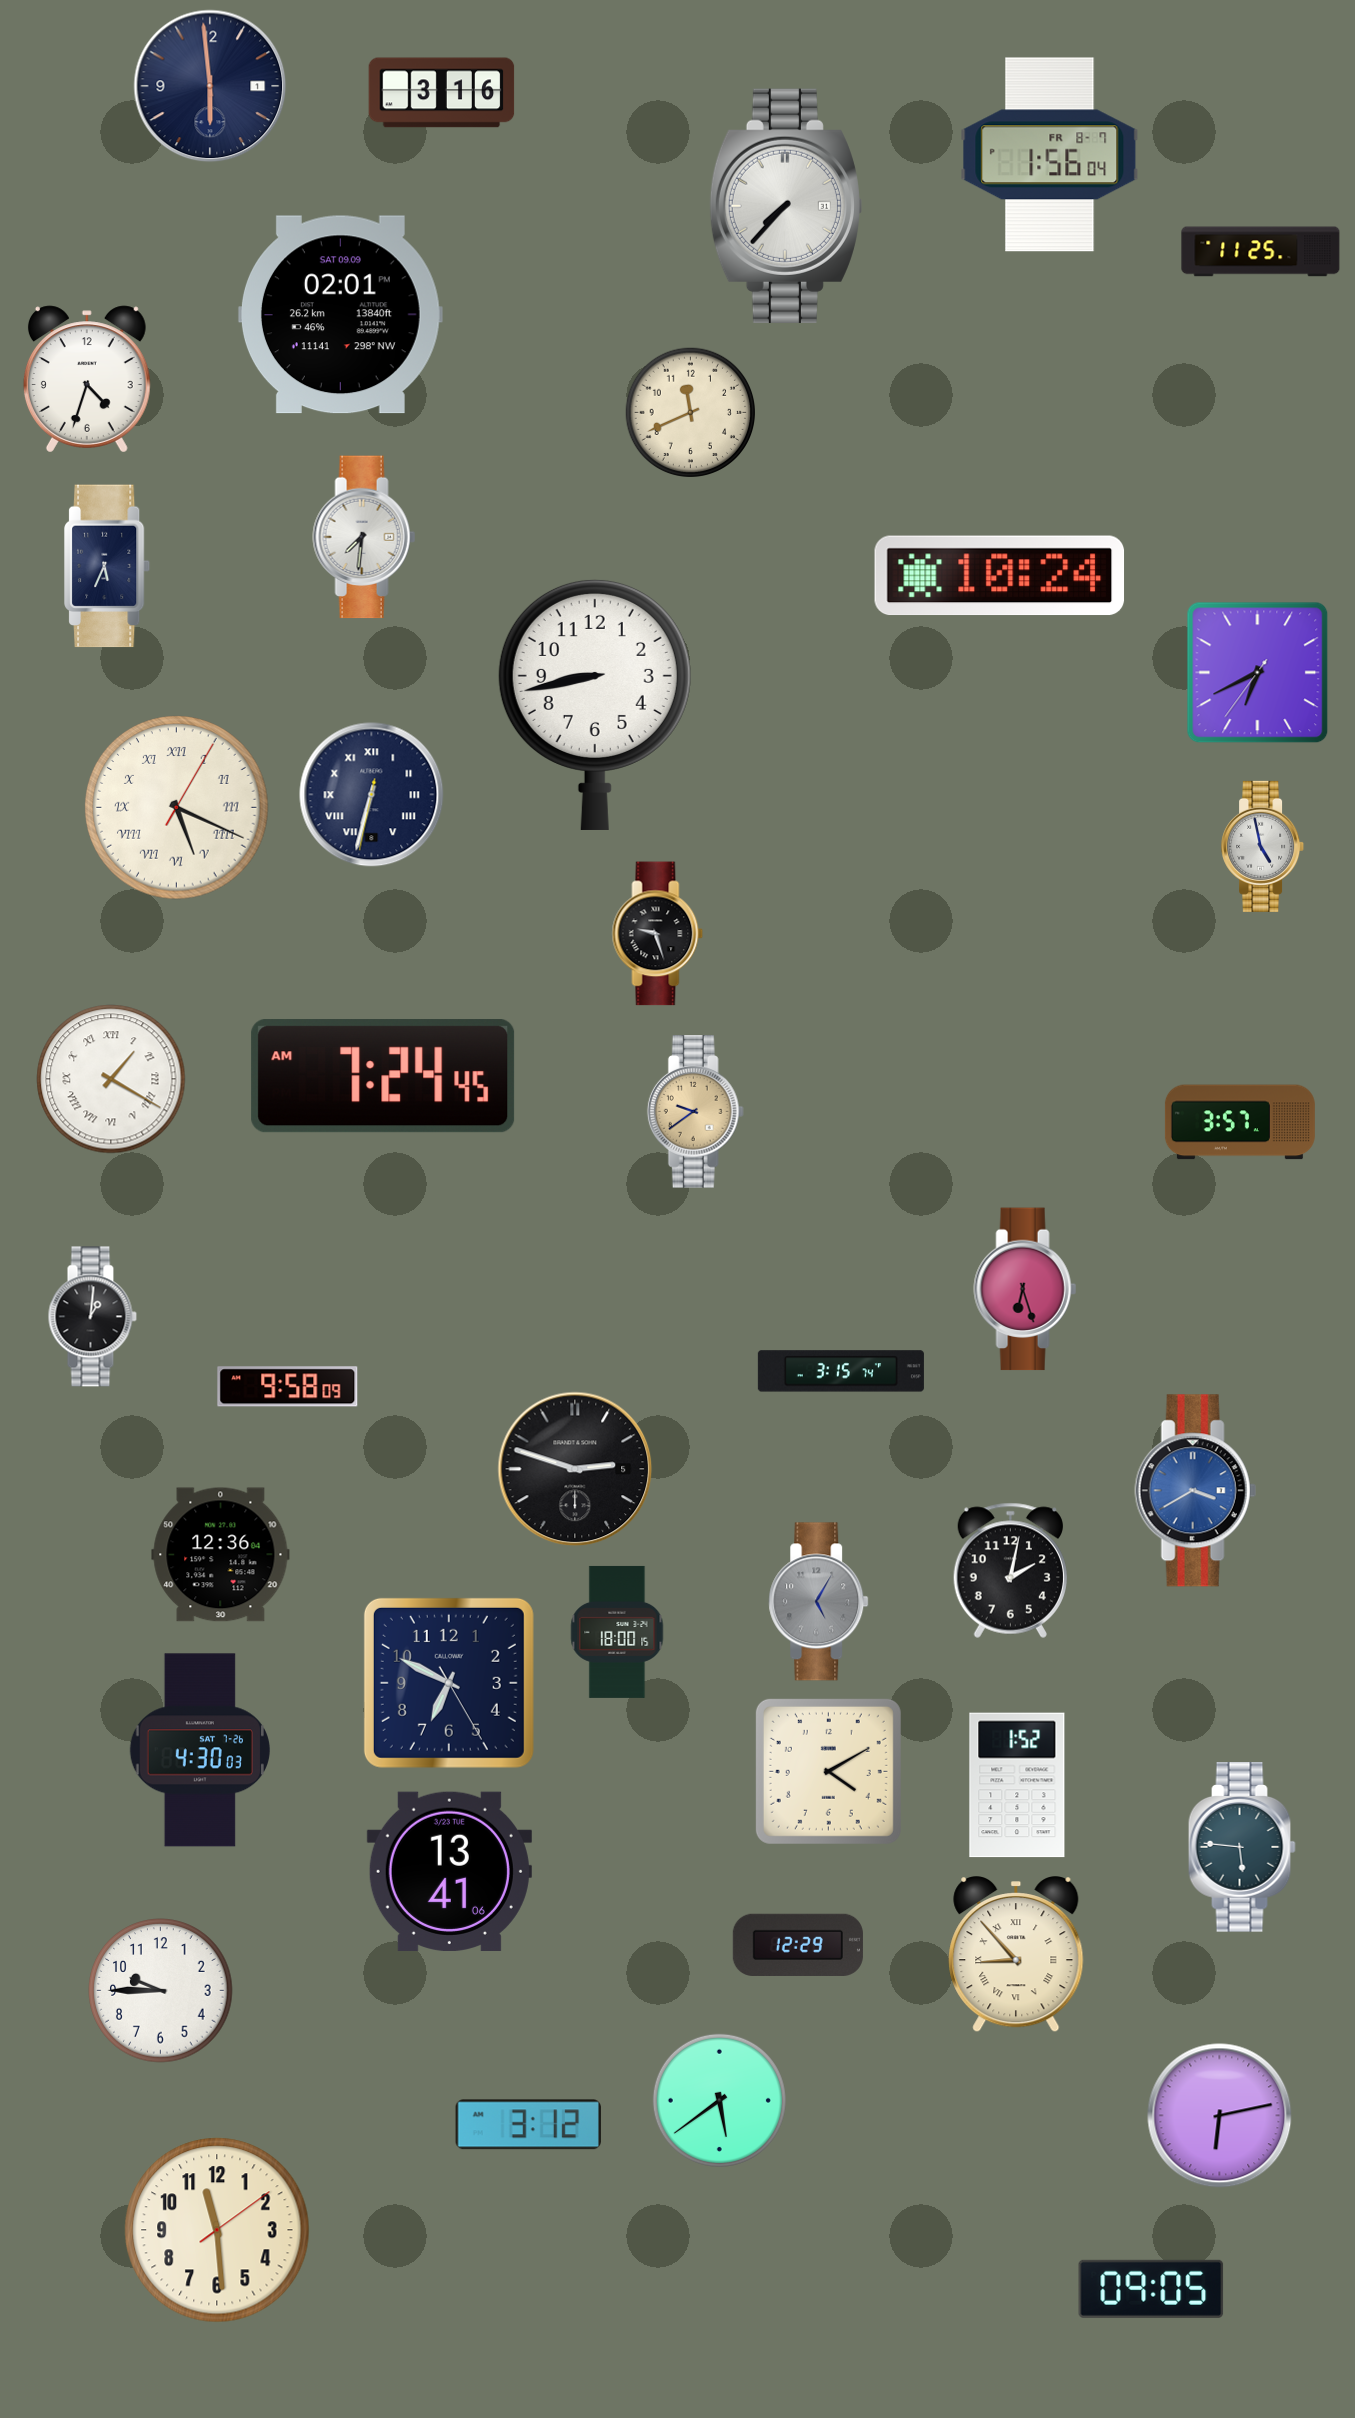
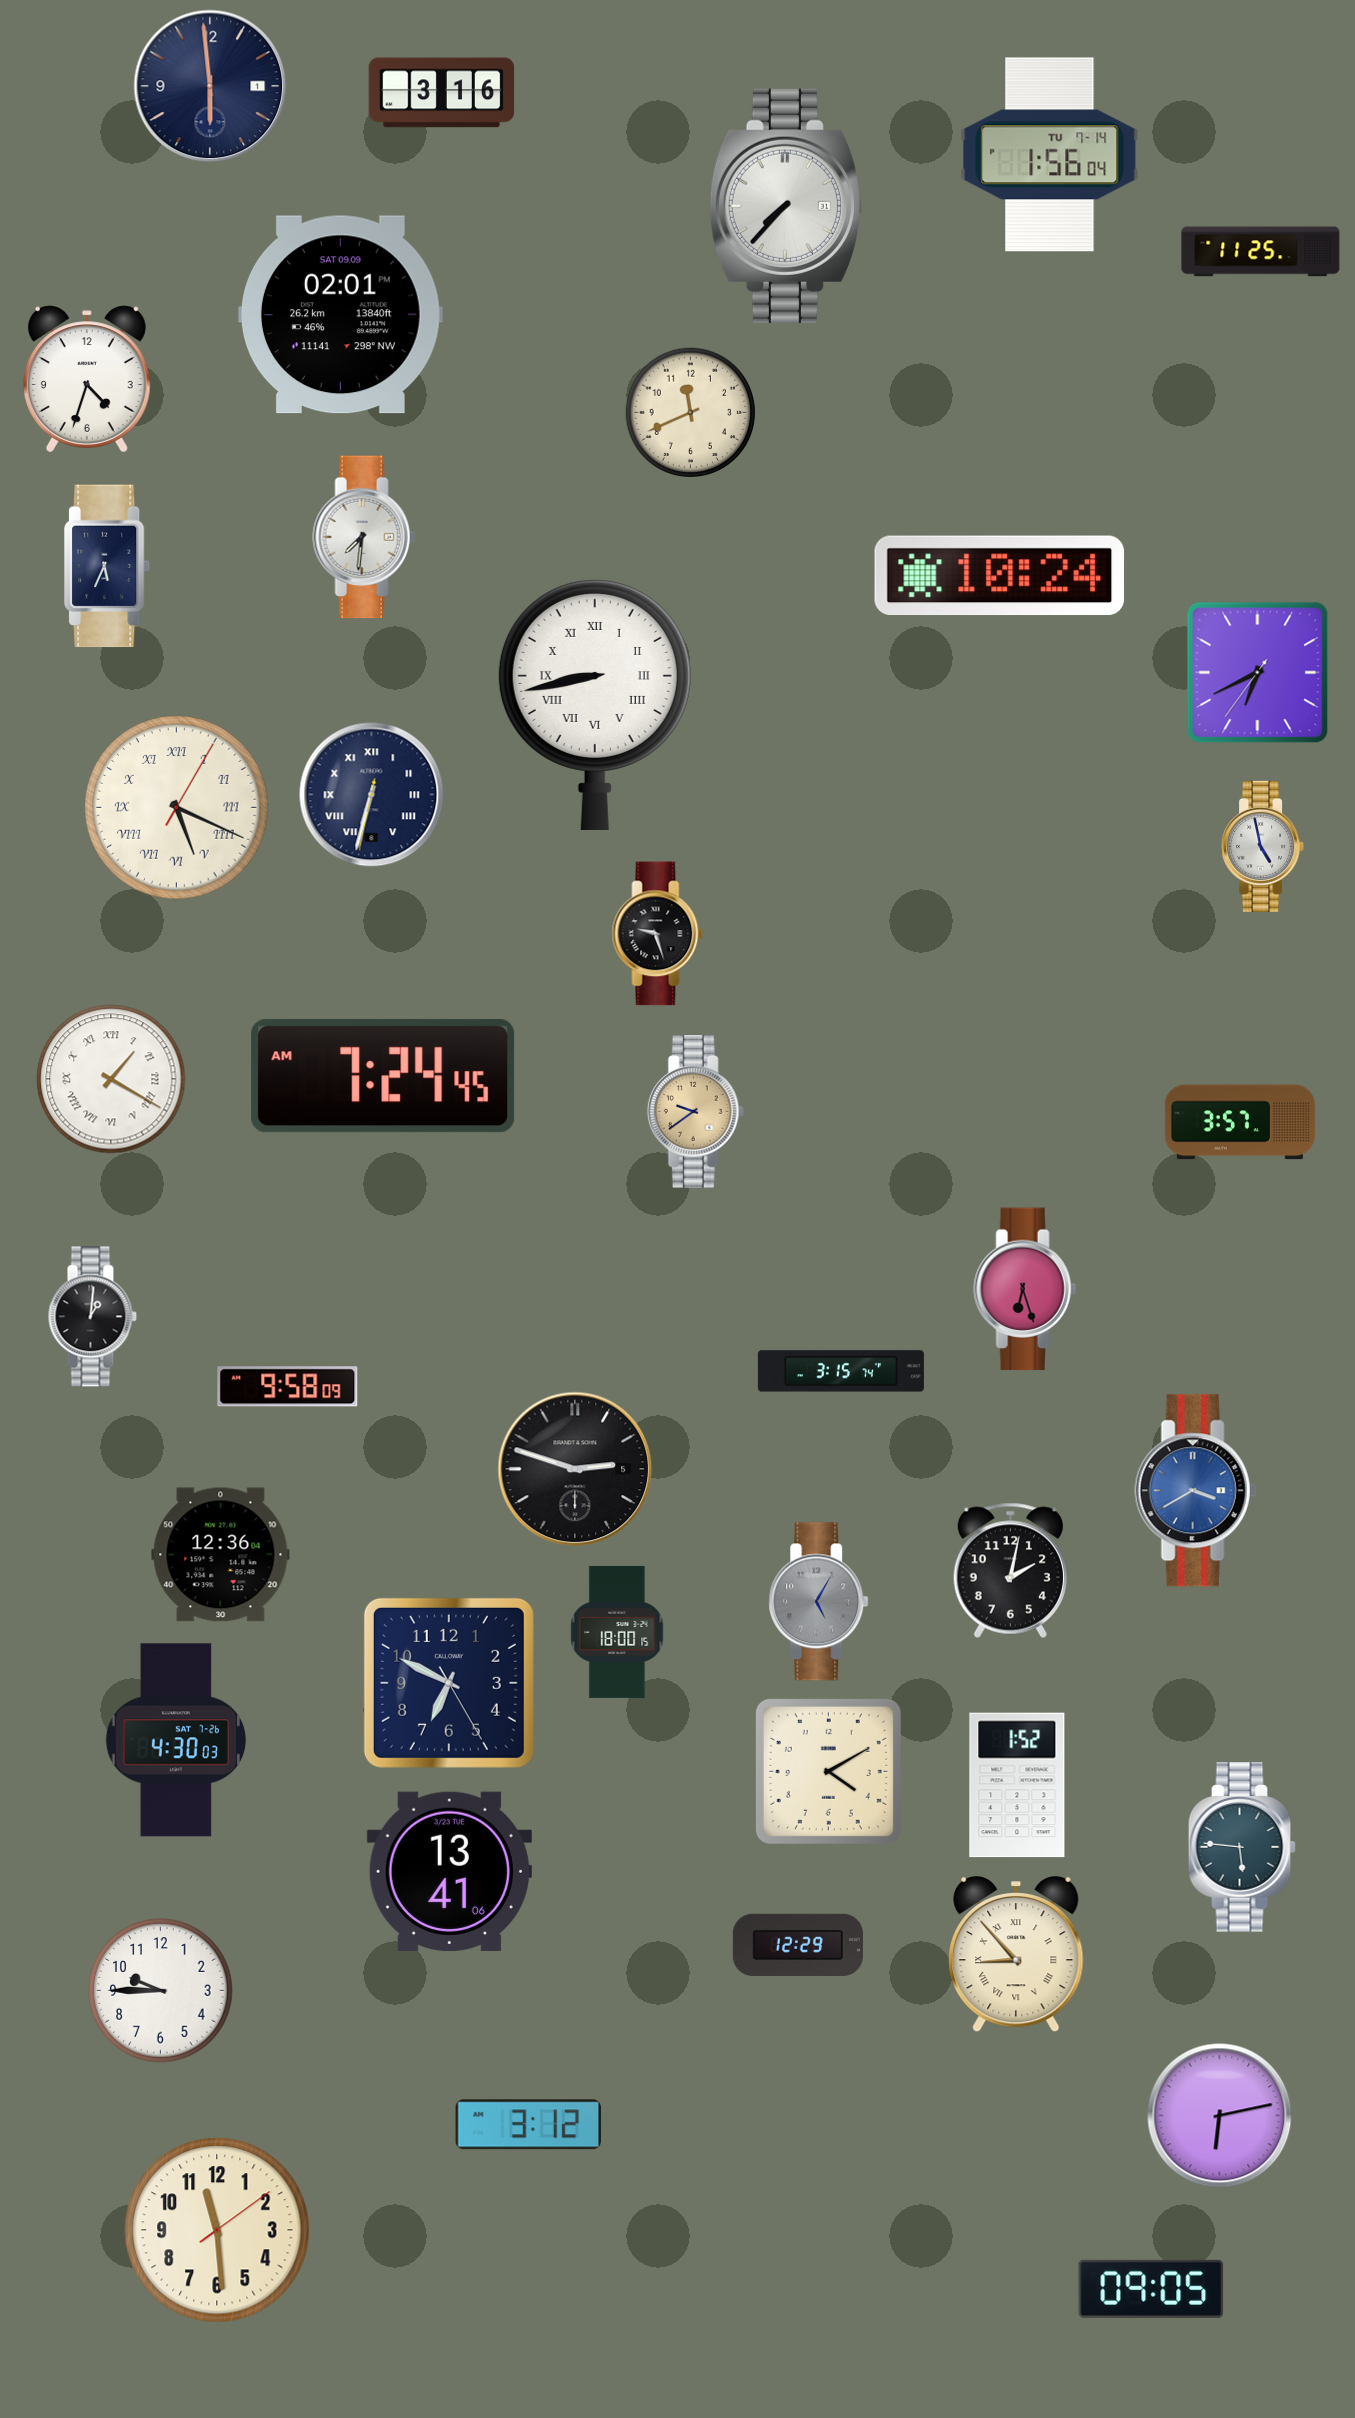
clock at (1050, 155) date: FR 8-7 -> TU 7-14
clock at (595, 704) numerals: Arabic -> Roman
clock at (199, 1750) position: (199, 1750) -> (175, 1740)
clock at (719, 2100): 5:39 -> none
